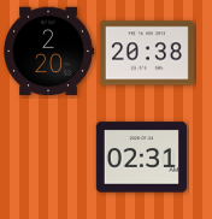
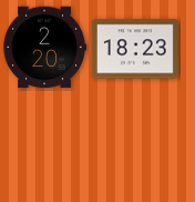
clock at (147, 53): 20:38 -> 18:23
clock at (141, 158): 02:31 -> none
